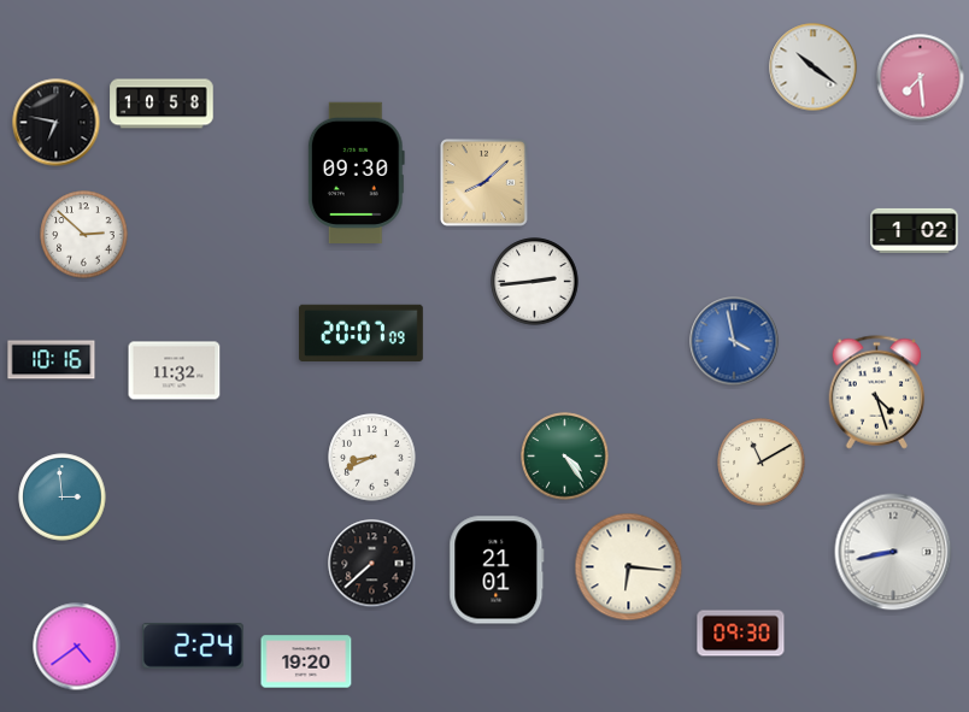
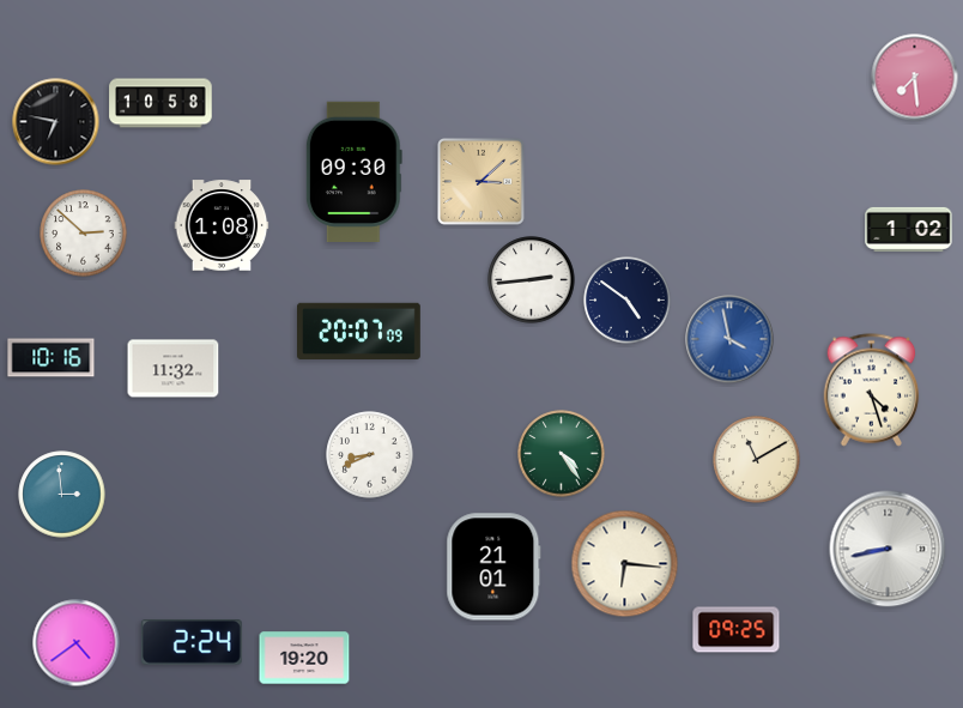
clock at (814, 67): 10:21 -> none
clock at (485, 183): 8:08 -> 3:08
clock at (222, 225): none -> 1:08
clock at (628, 301): none -> 4:51
clock at (372, 564): 7:38 -> none
clock at (741, 634): 09:30 -> 09:25
